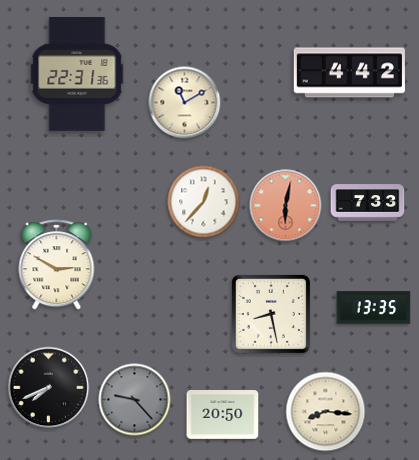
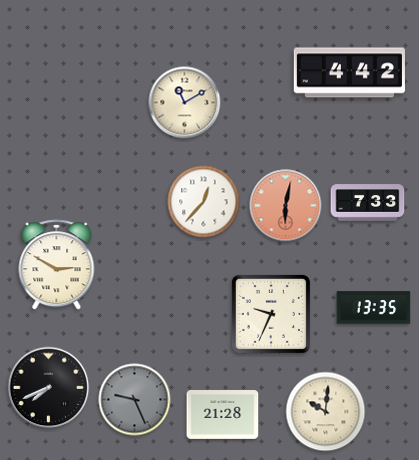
clock at (77, 75): 22:31 -> none
clock at (271, 314): 8:28 -> 9:34
clock at (135, 400): 9:23 -> 9:26
clock at (326, 412): 8:16 -> 10:01
clock at (223, 415): 20:50 -> 21:28
